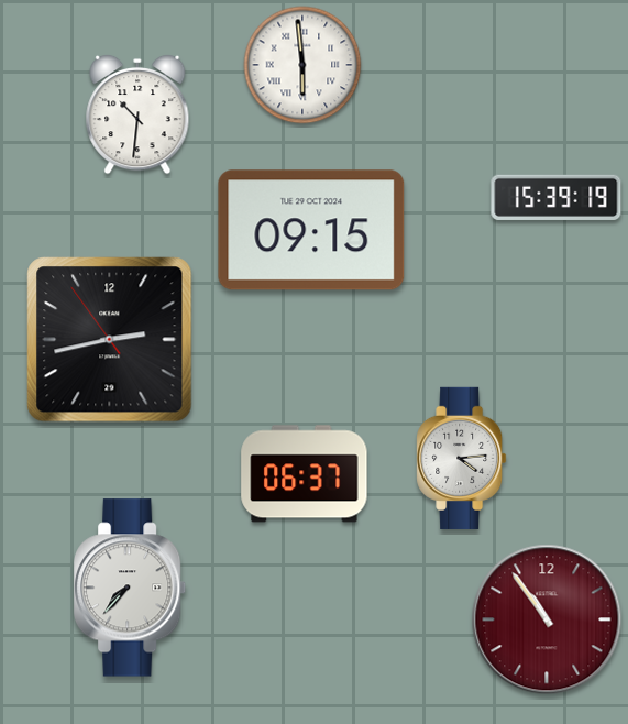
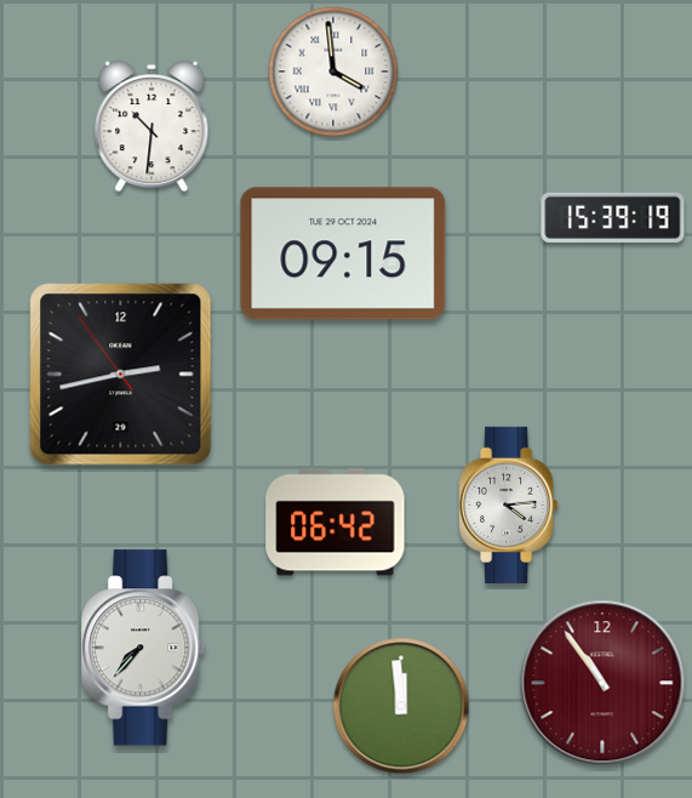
clock at (302, 65): 5:59 -> 3:59
clock at (305, 474): 06:37 -> 06:42
clock at (401, 706): none -> 11:59
